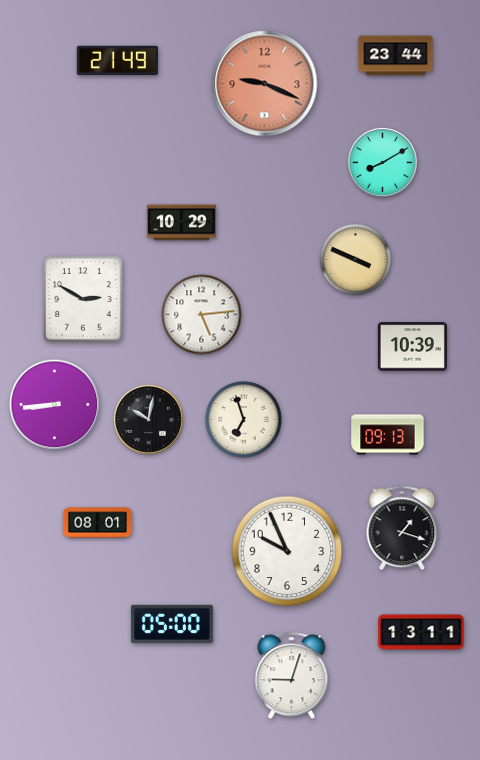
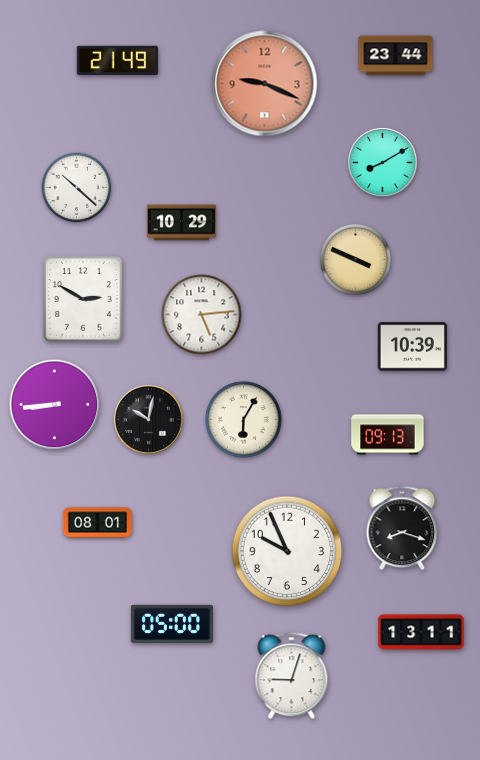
clock at (77, 188): none -> 10:22
clock at (244, 420): 6:57 -> 6:05
clock at (402, 528): 1:18 -> 8:18
